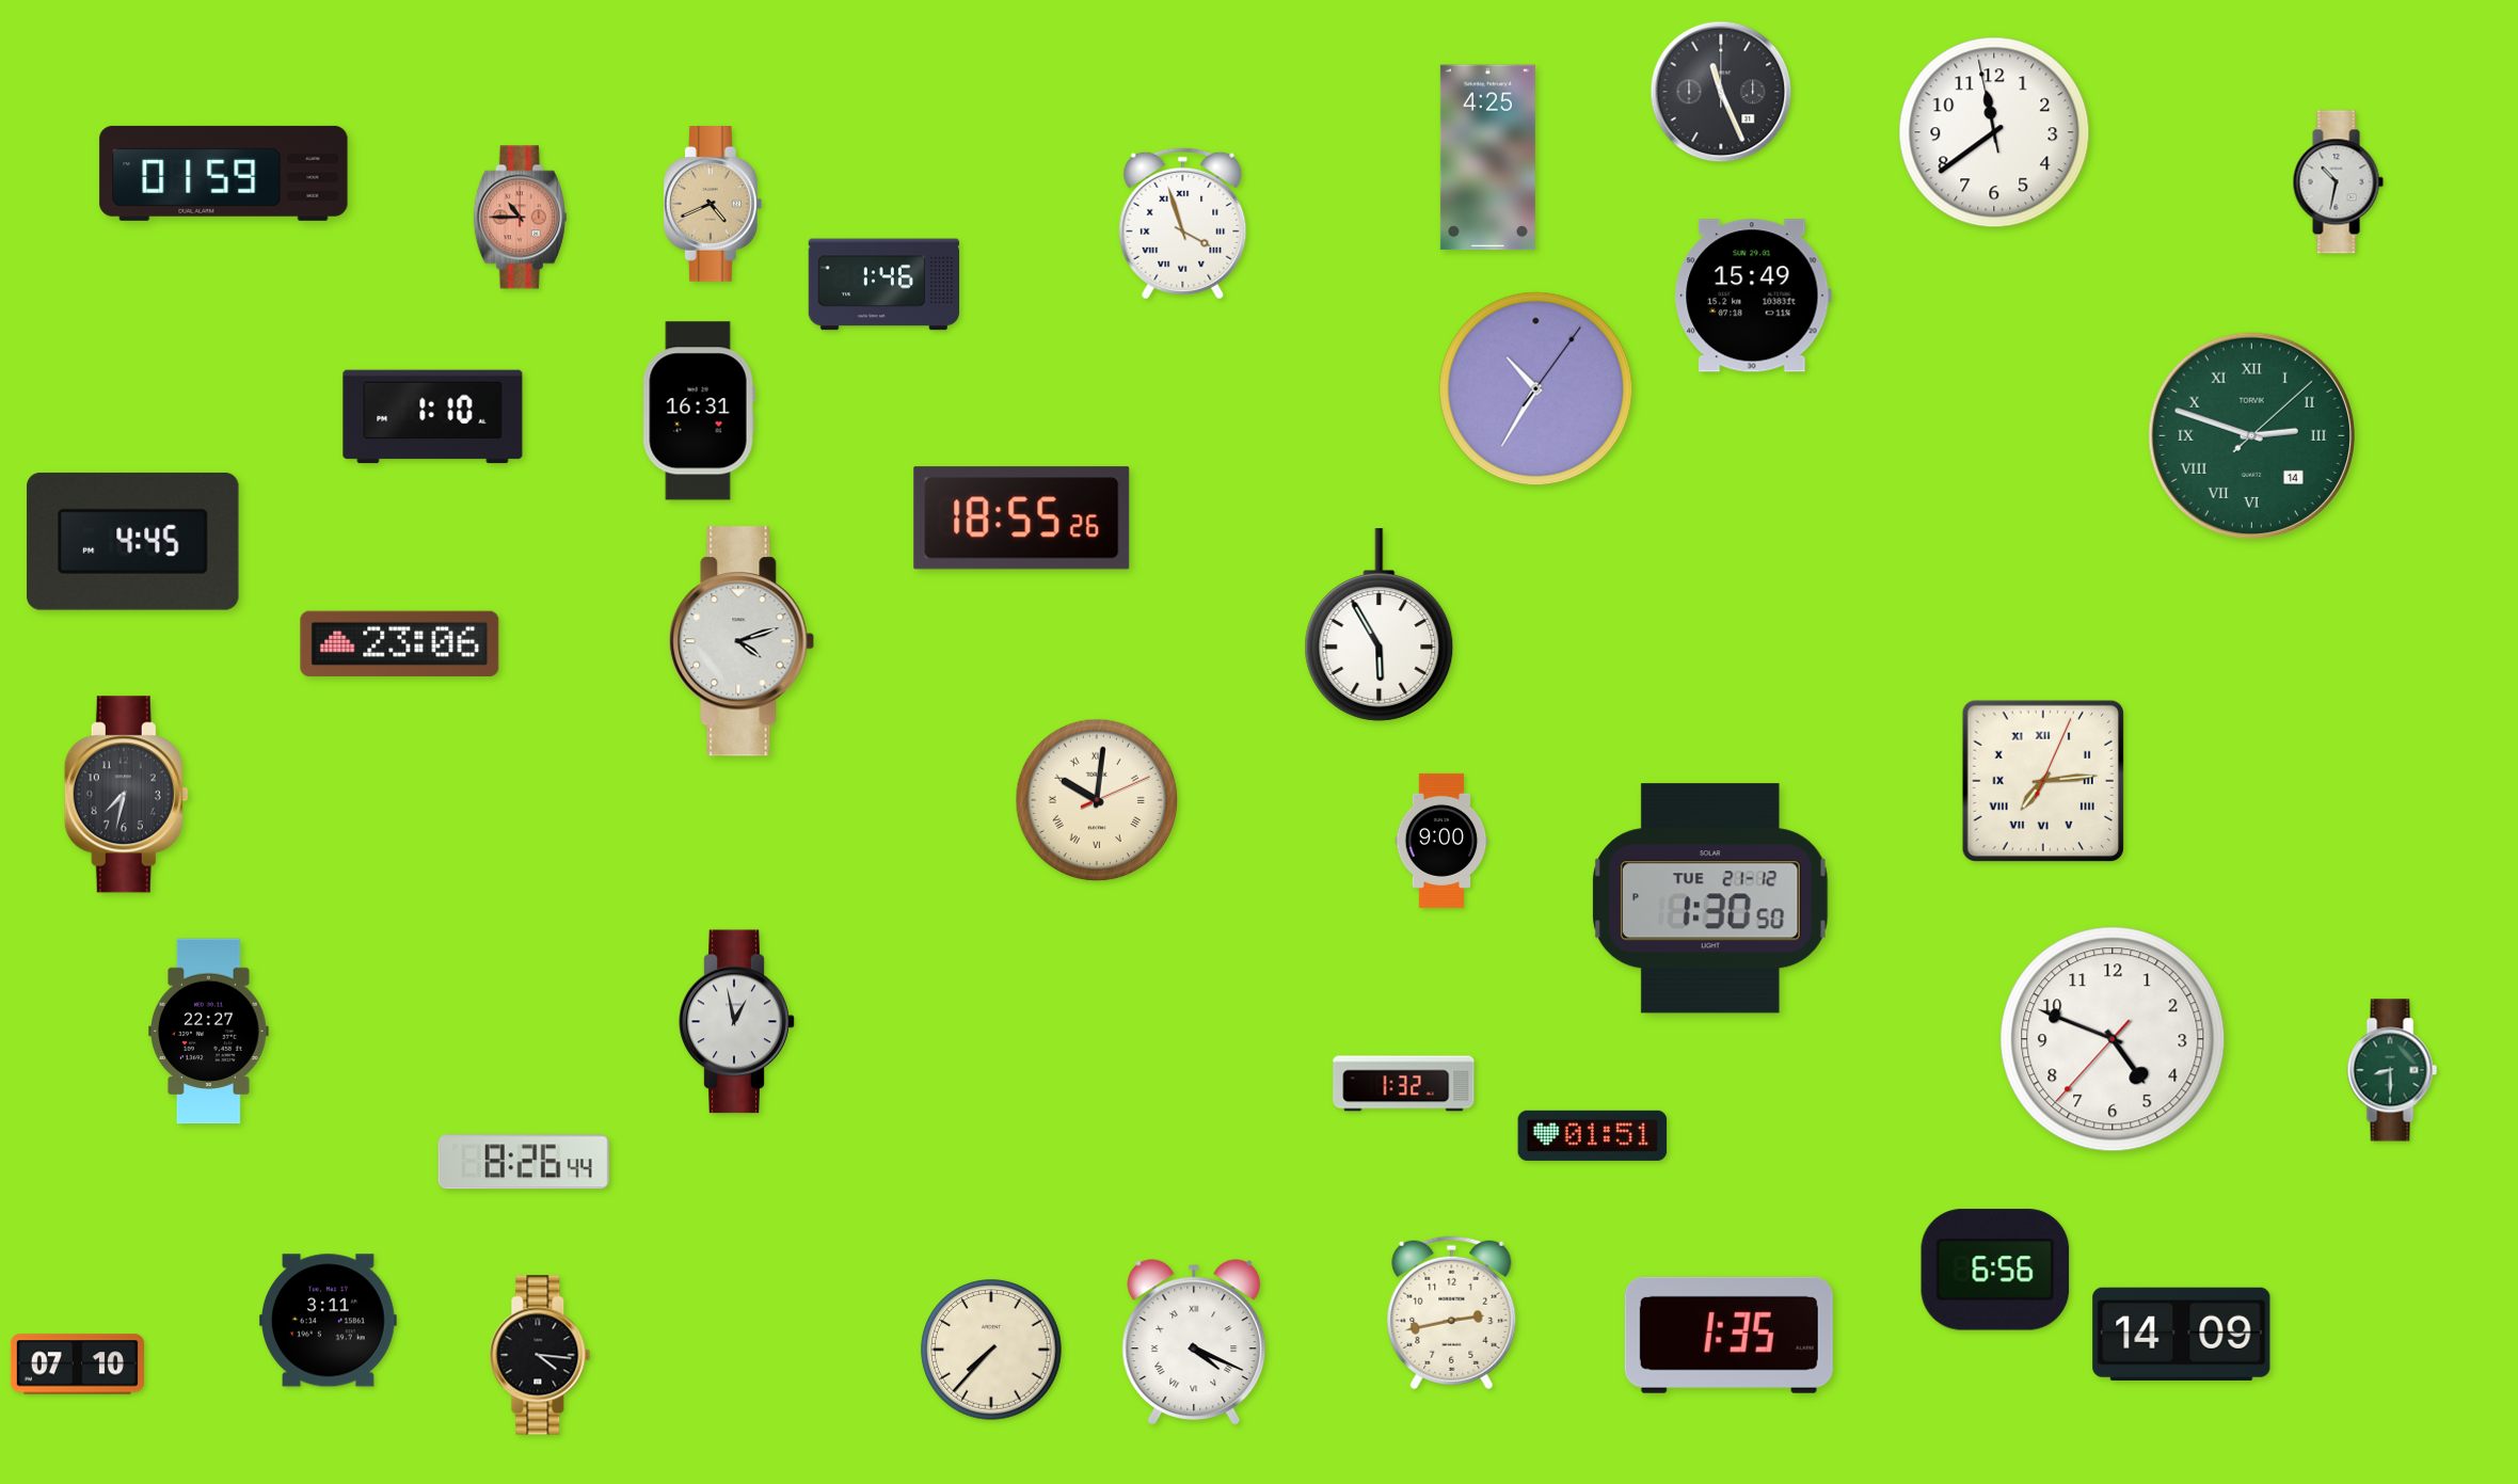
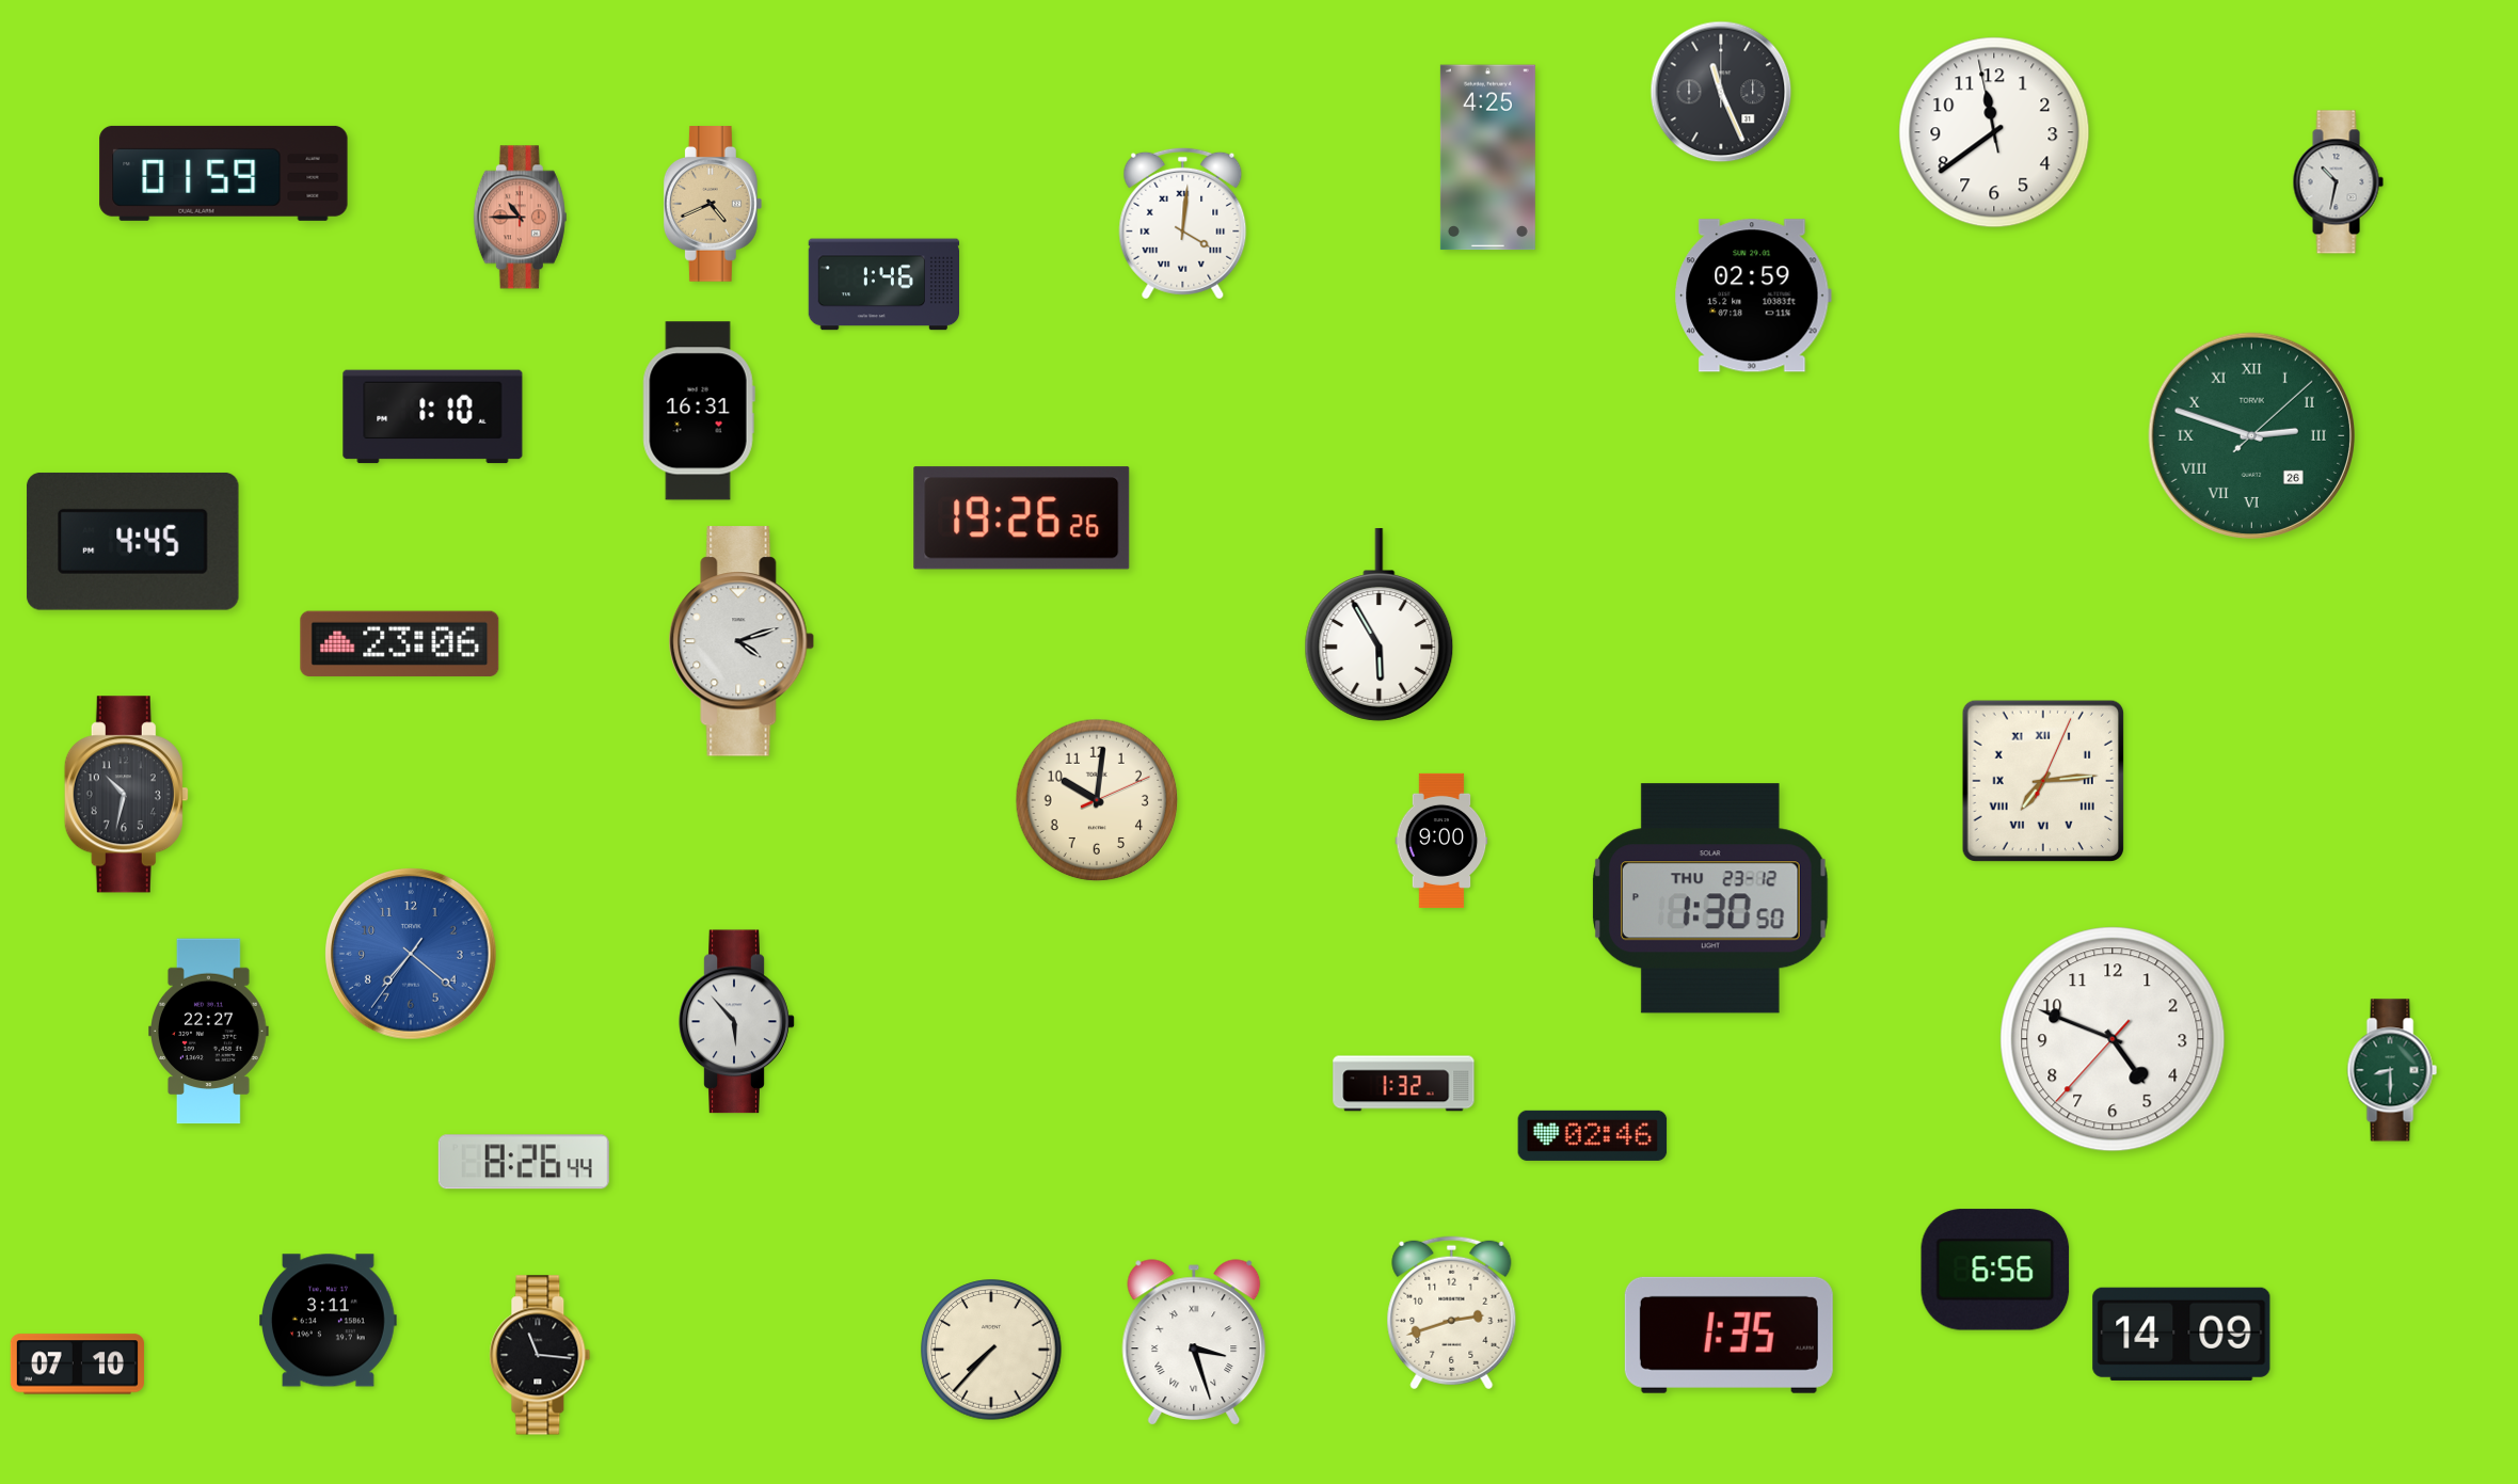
clock at (1183, 223): 3:57 -> 4:01
clock at (1753, 296): 15:49 -> 02:59
clock at (1536, 389): 10:35 -> none
clock at (2251, 435) date: 14 -> 26
clock at (1022, 518): 18:55 -> 19:26
clock at (126, 795): 7:32 -> 10:32
clock at (1097, 800) numerals: Roman -> Arabic
clock at (1711, 898) date: TUE 21-12 -> THU 23-12
clock at (411, 954): none -> 7:21
clock at (737, 1022): 12:58 -> 5:53
clock at (1593, 1135): 01:51 -> 02:46
clock at (1452, 1313): 2:43 -> 2:42
clock at (1194, 1342): 4:19 -> 3:27
clock at (540, 1355): 4:16 -> 11:16
